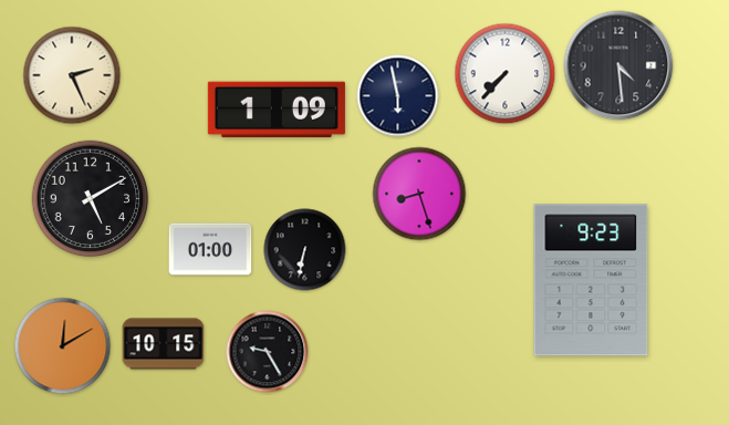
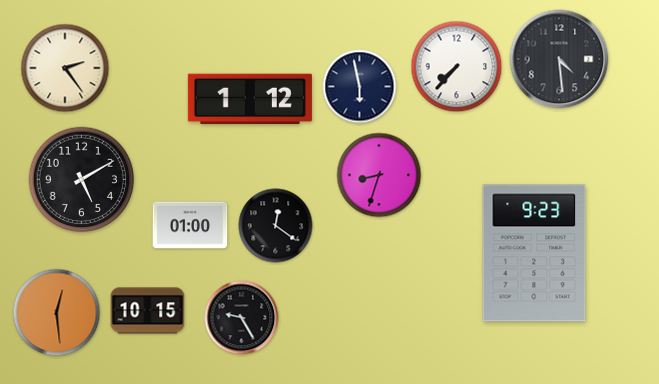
clock at (72, 75): 2:26 -> 2:24
clock at (277, 110): 1:09 -> 1:12
clock at (419, 194): 8:27 -> 8:33
clock at (305, 250): 6:32 -> 12:21
clock at (63, 346): 12:10 -> 12:29
